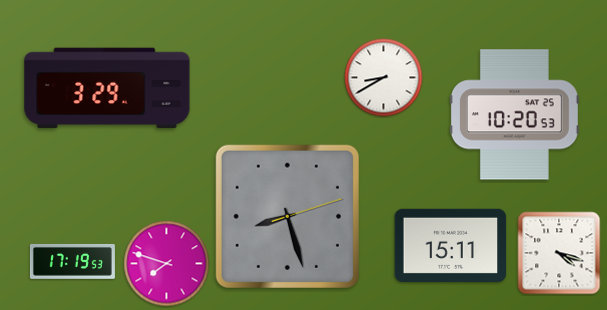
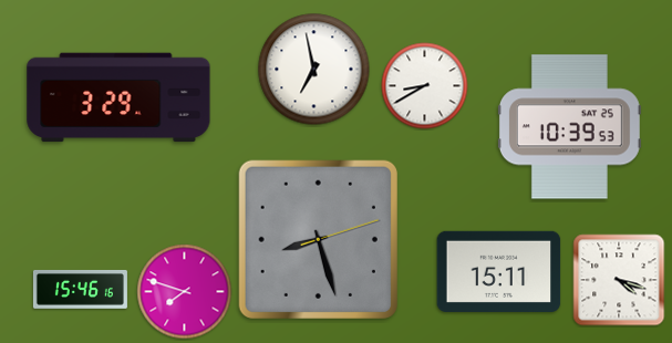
clock at (314, 70): none -> 6:58
clock at (514, 115): 10:20 -> 10:39
clock at (72, 262): 17:19 -> 15:46
